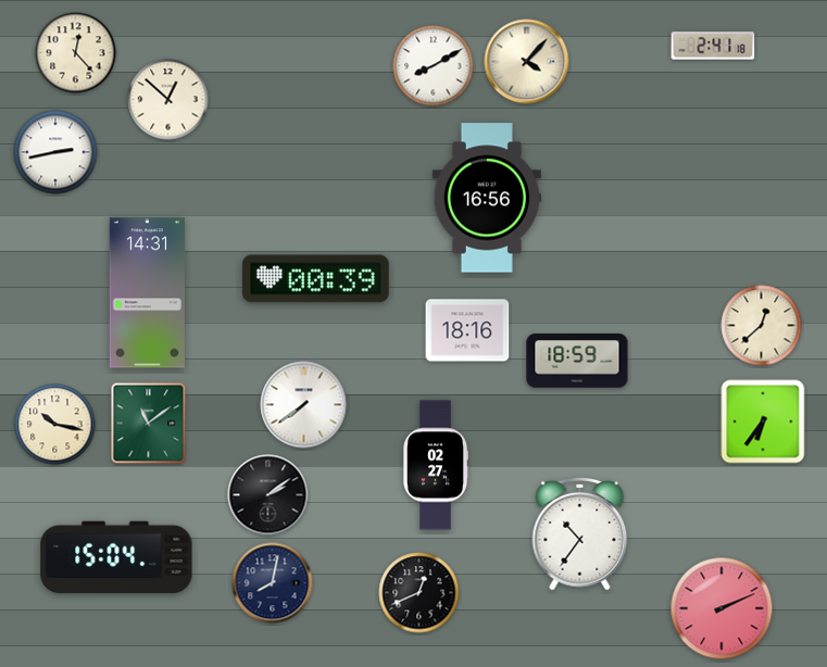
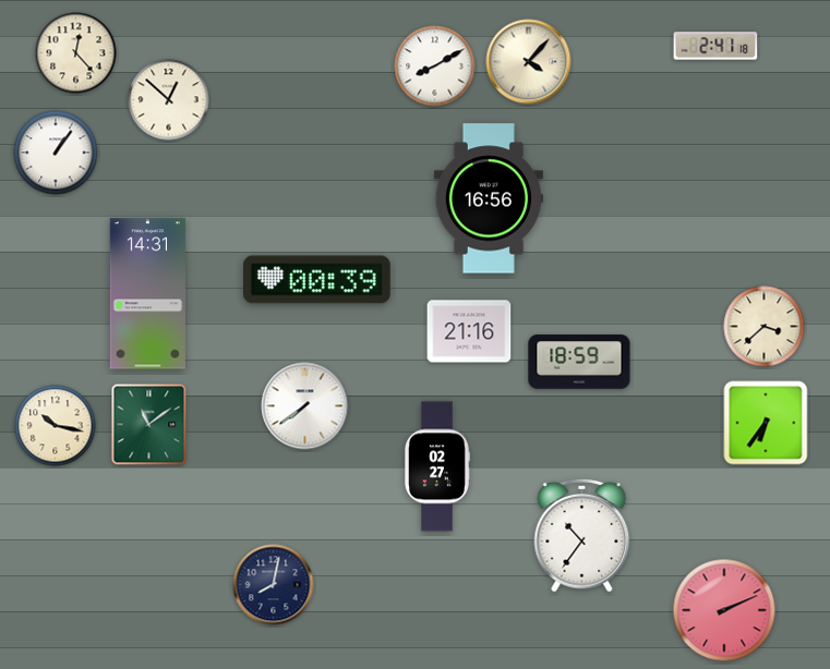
clock at (55, 152): 2:43 -> 1:06
clock at (762, 326): 12:38 -> 3:38
clock at (467, 330): 18:16 -> 21:16
clock at (268, 495): 2:09 -> none
clock at (116, 557): 15:04 -> none
clock at (419, 593): 12:41 -> none
